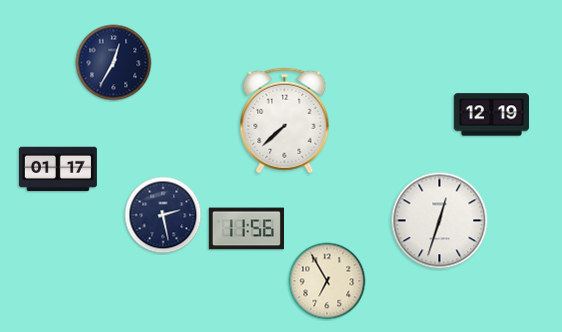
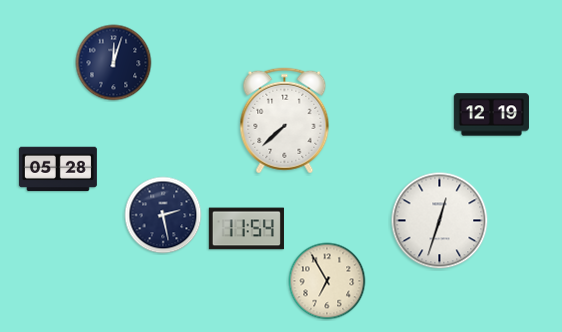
clock at (114, 63): 12:35 -> 12:03
clock at (58, 169): 01:17 -> 05:28
clock at (246, 229): 11:56 -> 11:54
